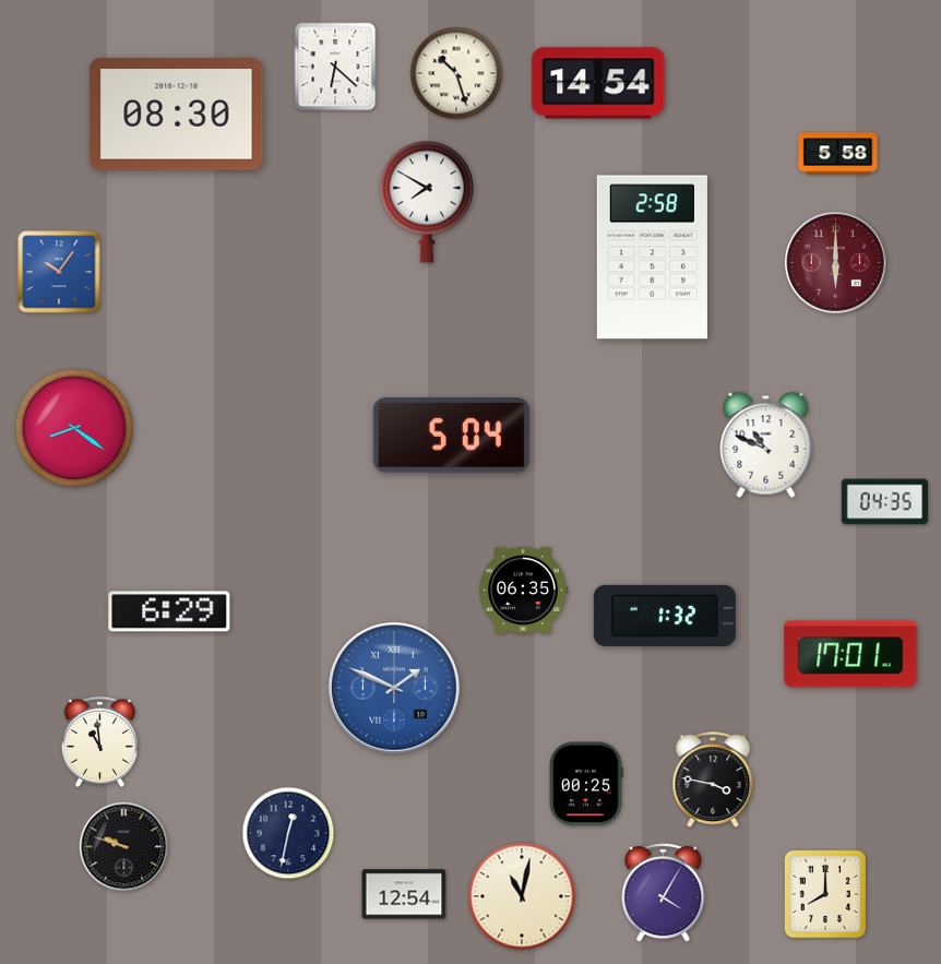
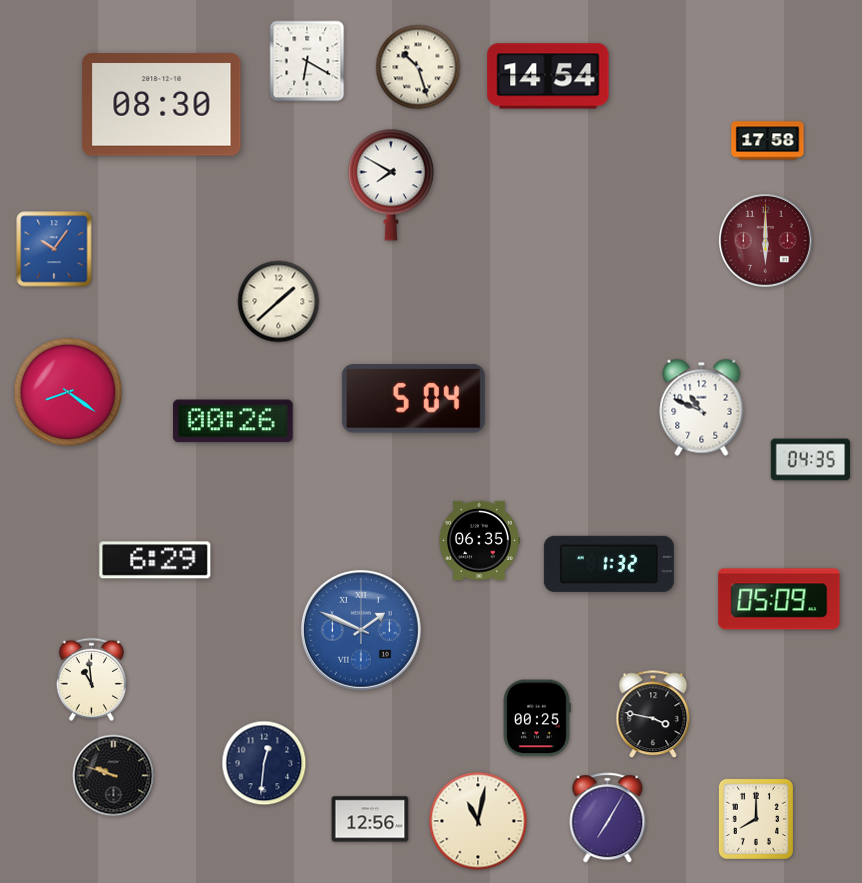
clock at (335, 67): 6:22 -> 6:20
clock at (838, 154): 5:58 -> 17:58
clock at (652, 258): 2:58 -> none
clock at (279, 302): none -> 1:38
clock at (234, 421): none -> 00:26
clock at (850, 654): 17:01 -> 05:09
clock at (288, 833): 12:32 -> 12:31
clock at (664, 893): 4:05 -> 7:05
clock at (404, 894): 12:54 -> 12:56
